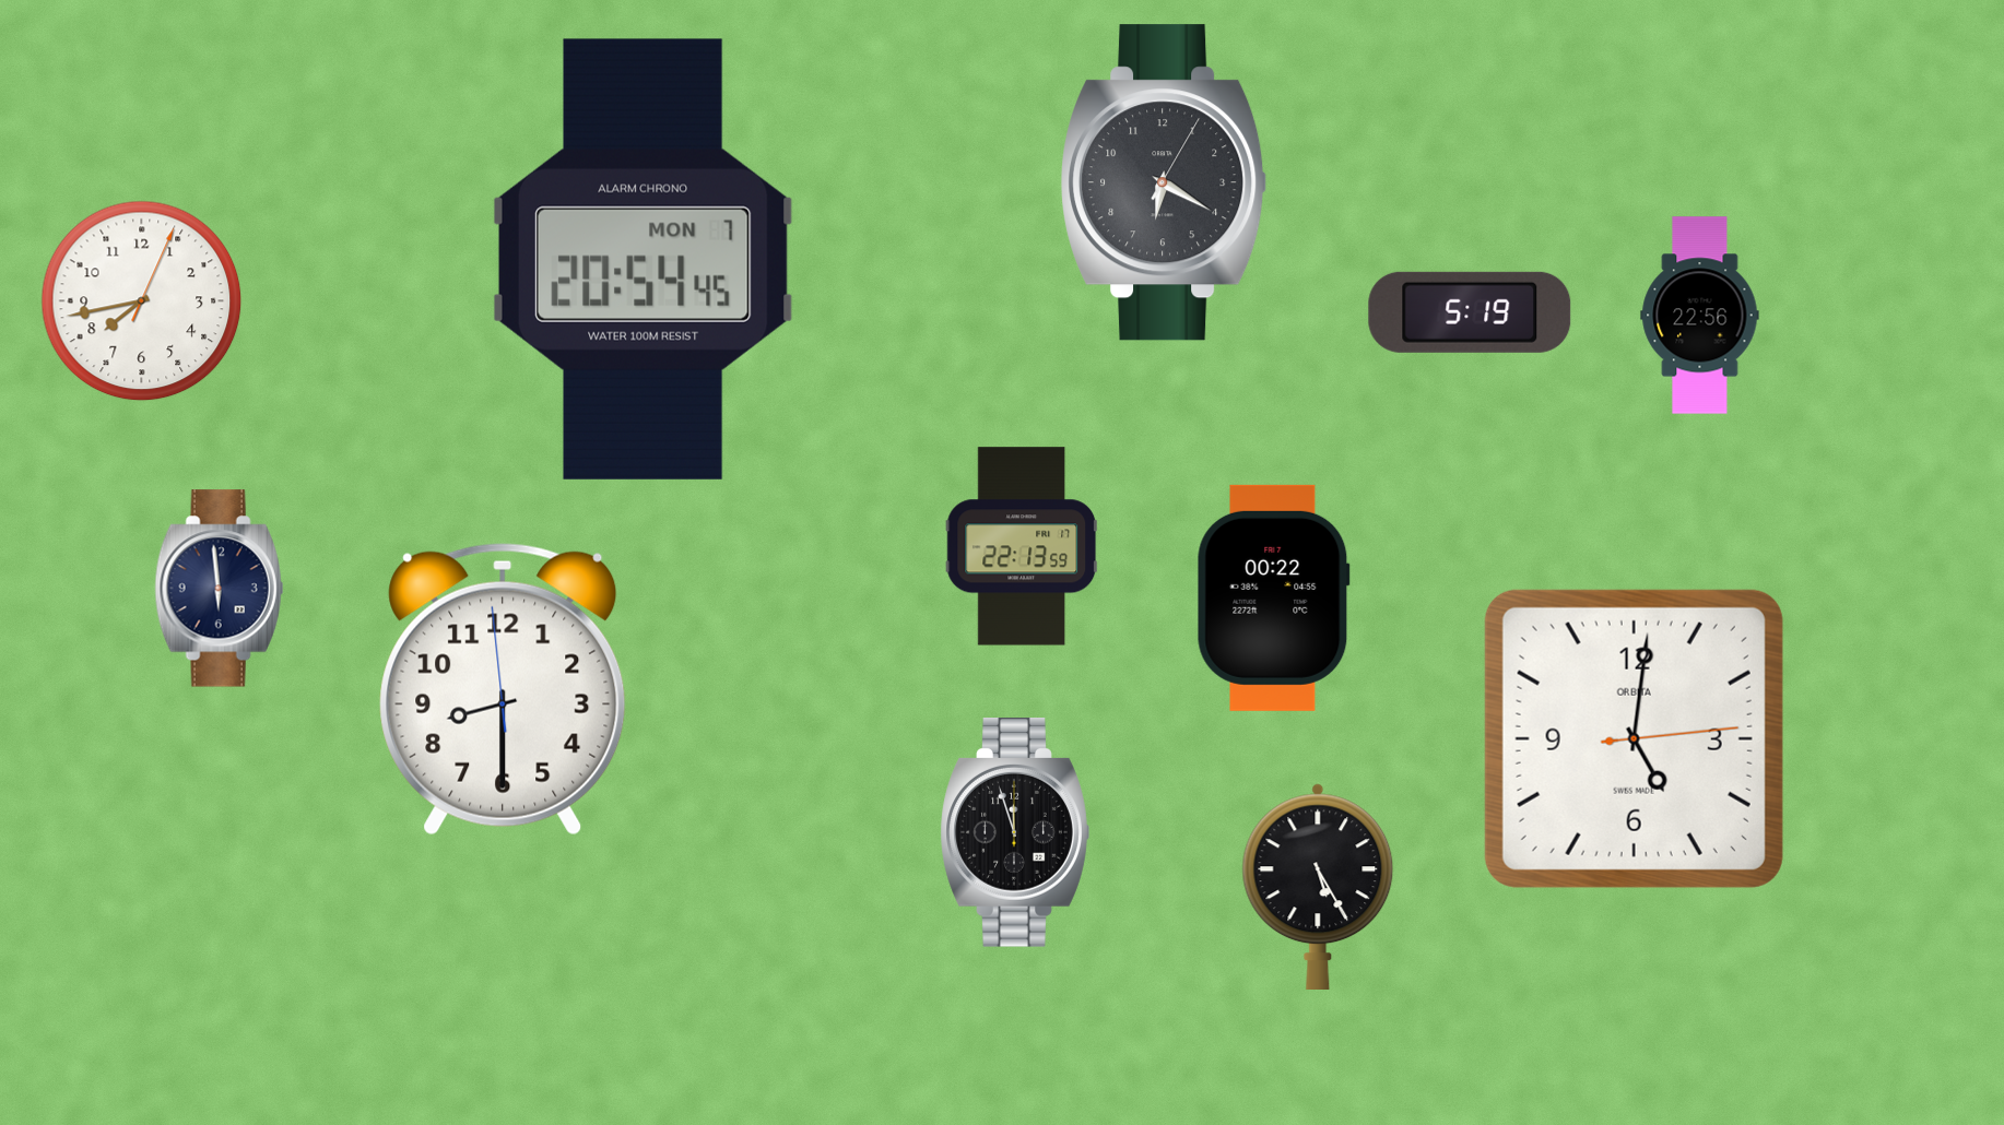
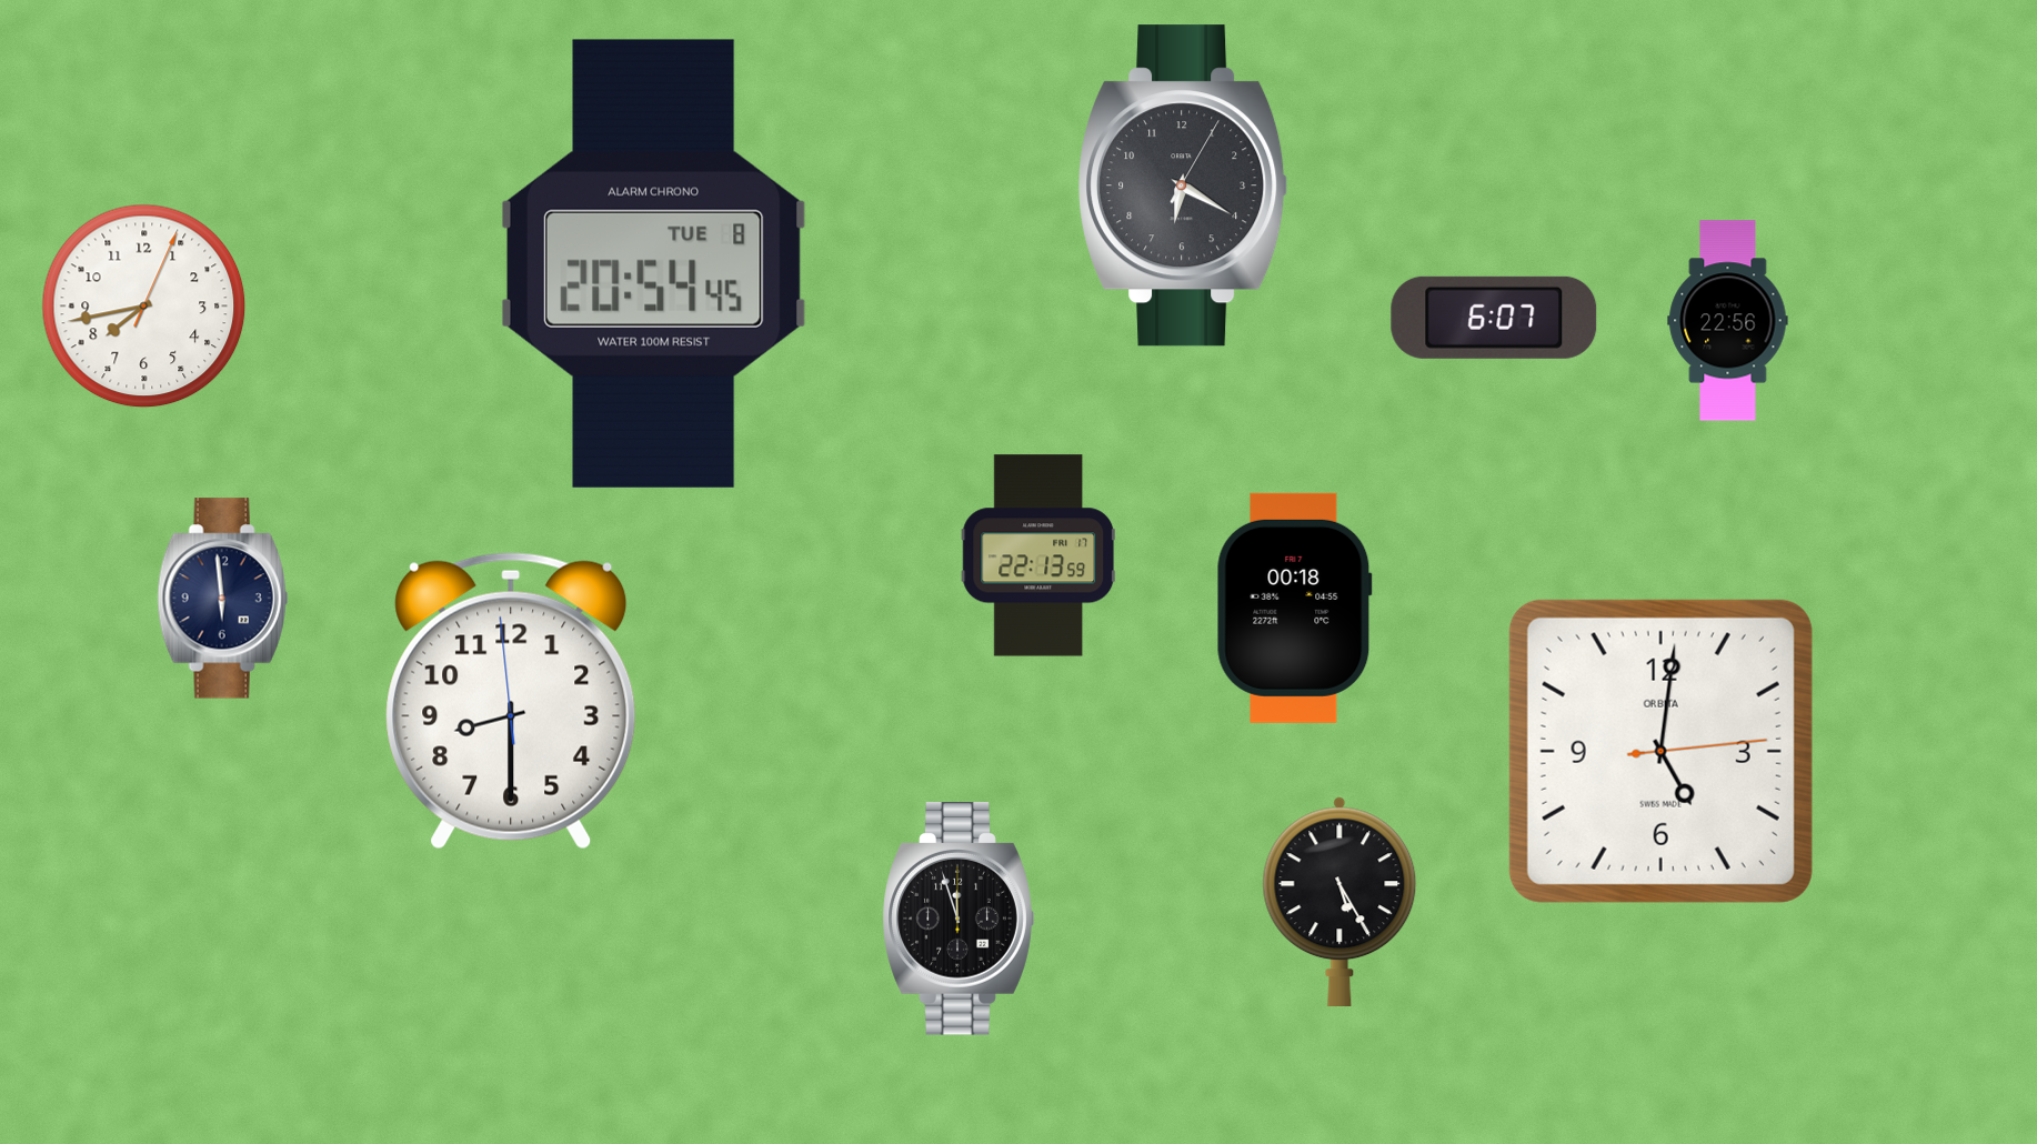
clock at (643, 259) date: MON 7 -> TUE 8
clock at (1470, 312): 5:19 -> 6:07
clock at (1273, 597): 00:22 -> 00:18
clock at (1015, 833) position: (1015, 833) -> (959, 920)
